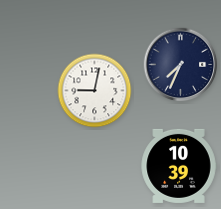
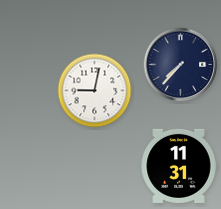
clock at (181, 65): 7:34 -> 7:37
clock at (179, 166): 10:39 -> 11:31
